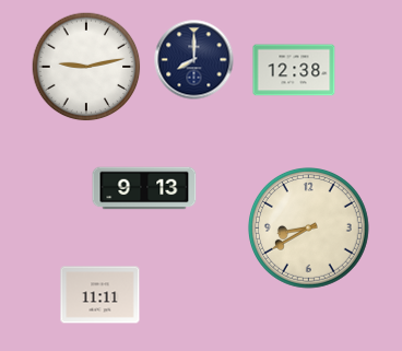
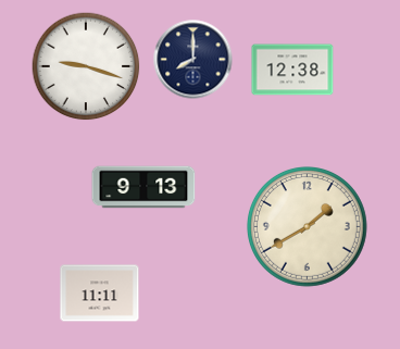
clock at (86, 67): 9:13 -> 9:18
clock at (308, 227): 8:40 -> 1:40
